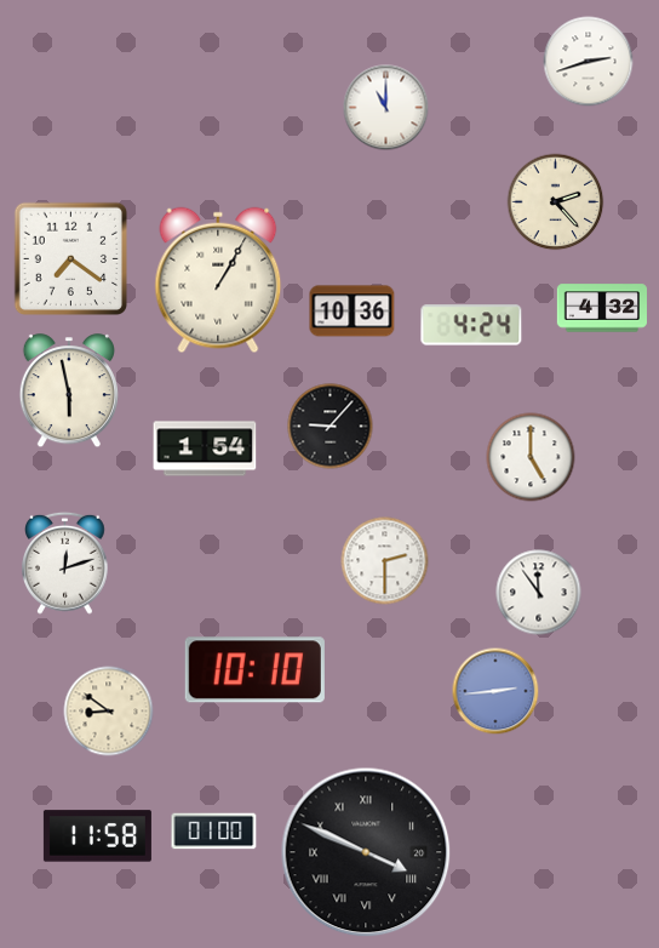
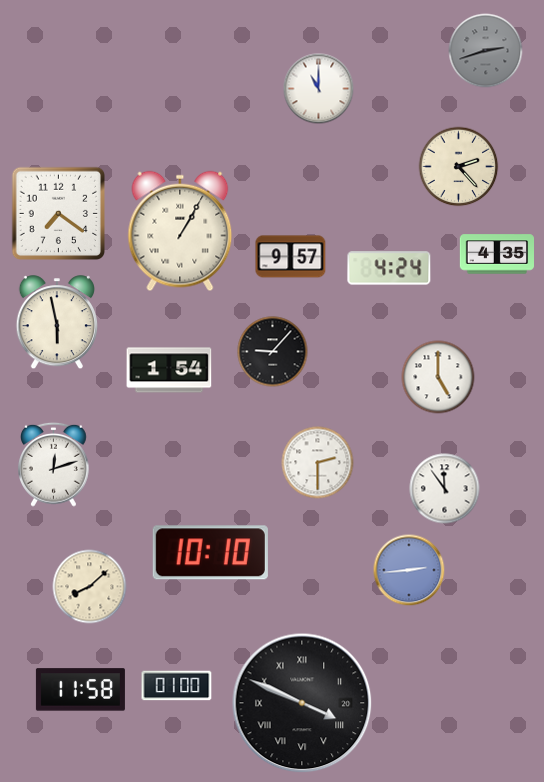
clock at (589, 62) dial: white -> grey
clock at (602, 308): 4:32 -> 4:35
clock at (353, 312): 10:36 -> 9:57
clock at (109, 712): 8:51 -> 8:08
